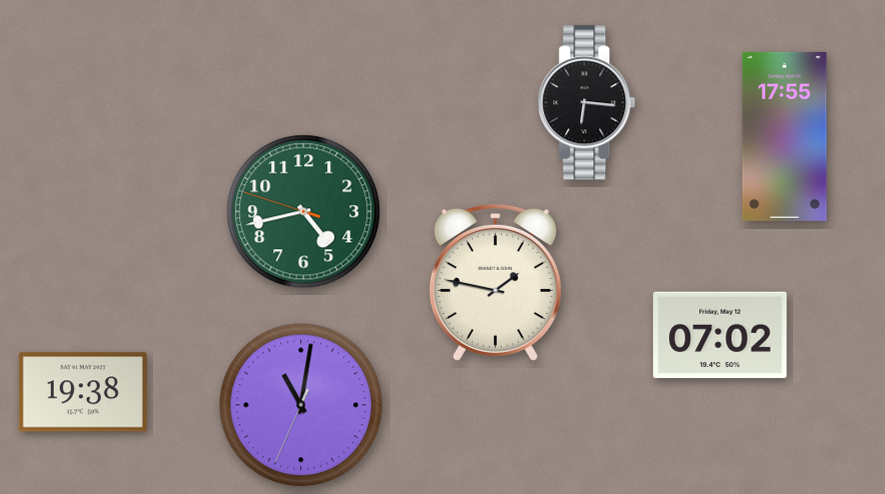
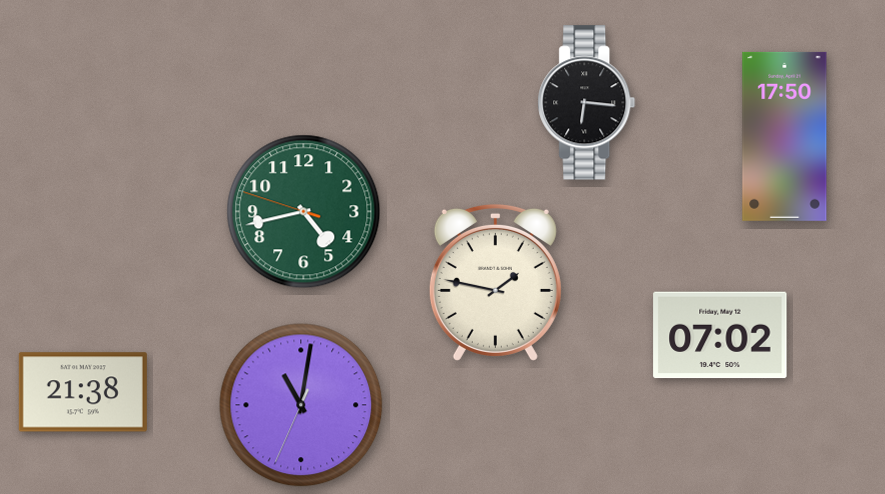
clock at (785, 136): 17:55 -> 17:50
clock at (83, 392): 19:38 -> 21:38
